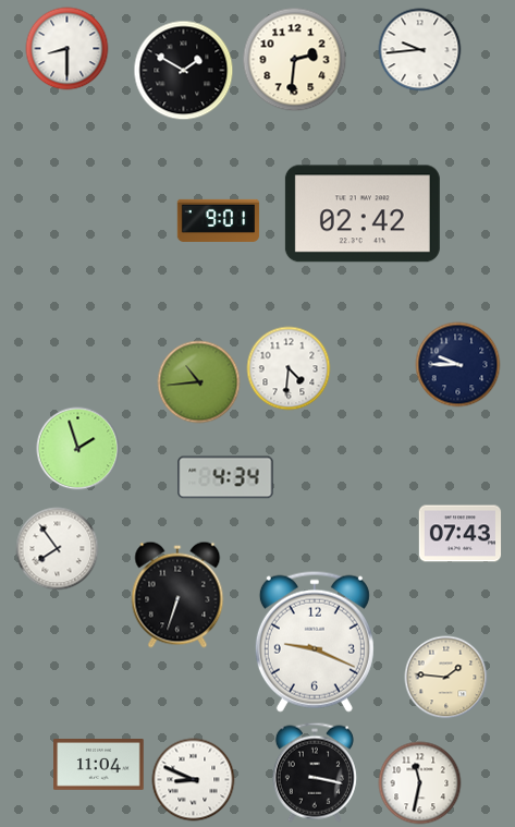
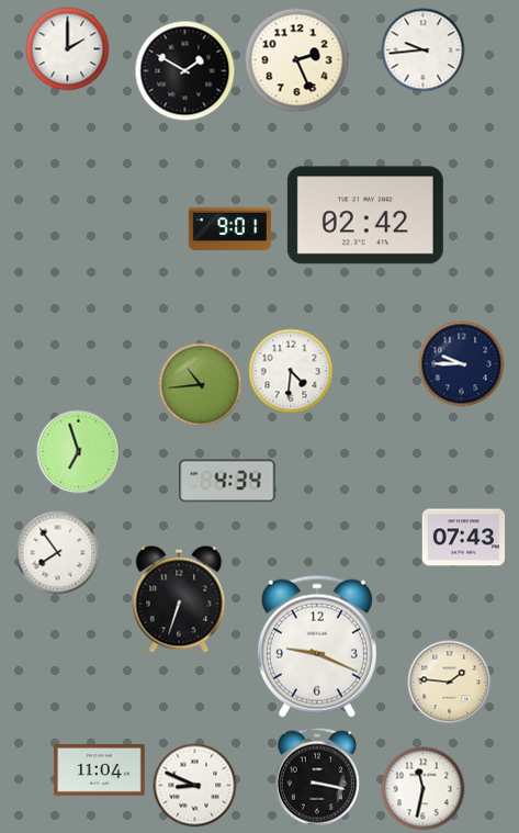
clock at (68, 49): 8:30 -> 2:00
clock at (295, 60): 2:31 -> 2:26
clock at (219, 220) position: (219, 220) -> (230, 228)
clock at (458, 365) position: (458, 365) -> (462, 364)
clock at (78, 449): 1:57 -> 6:57
